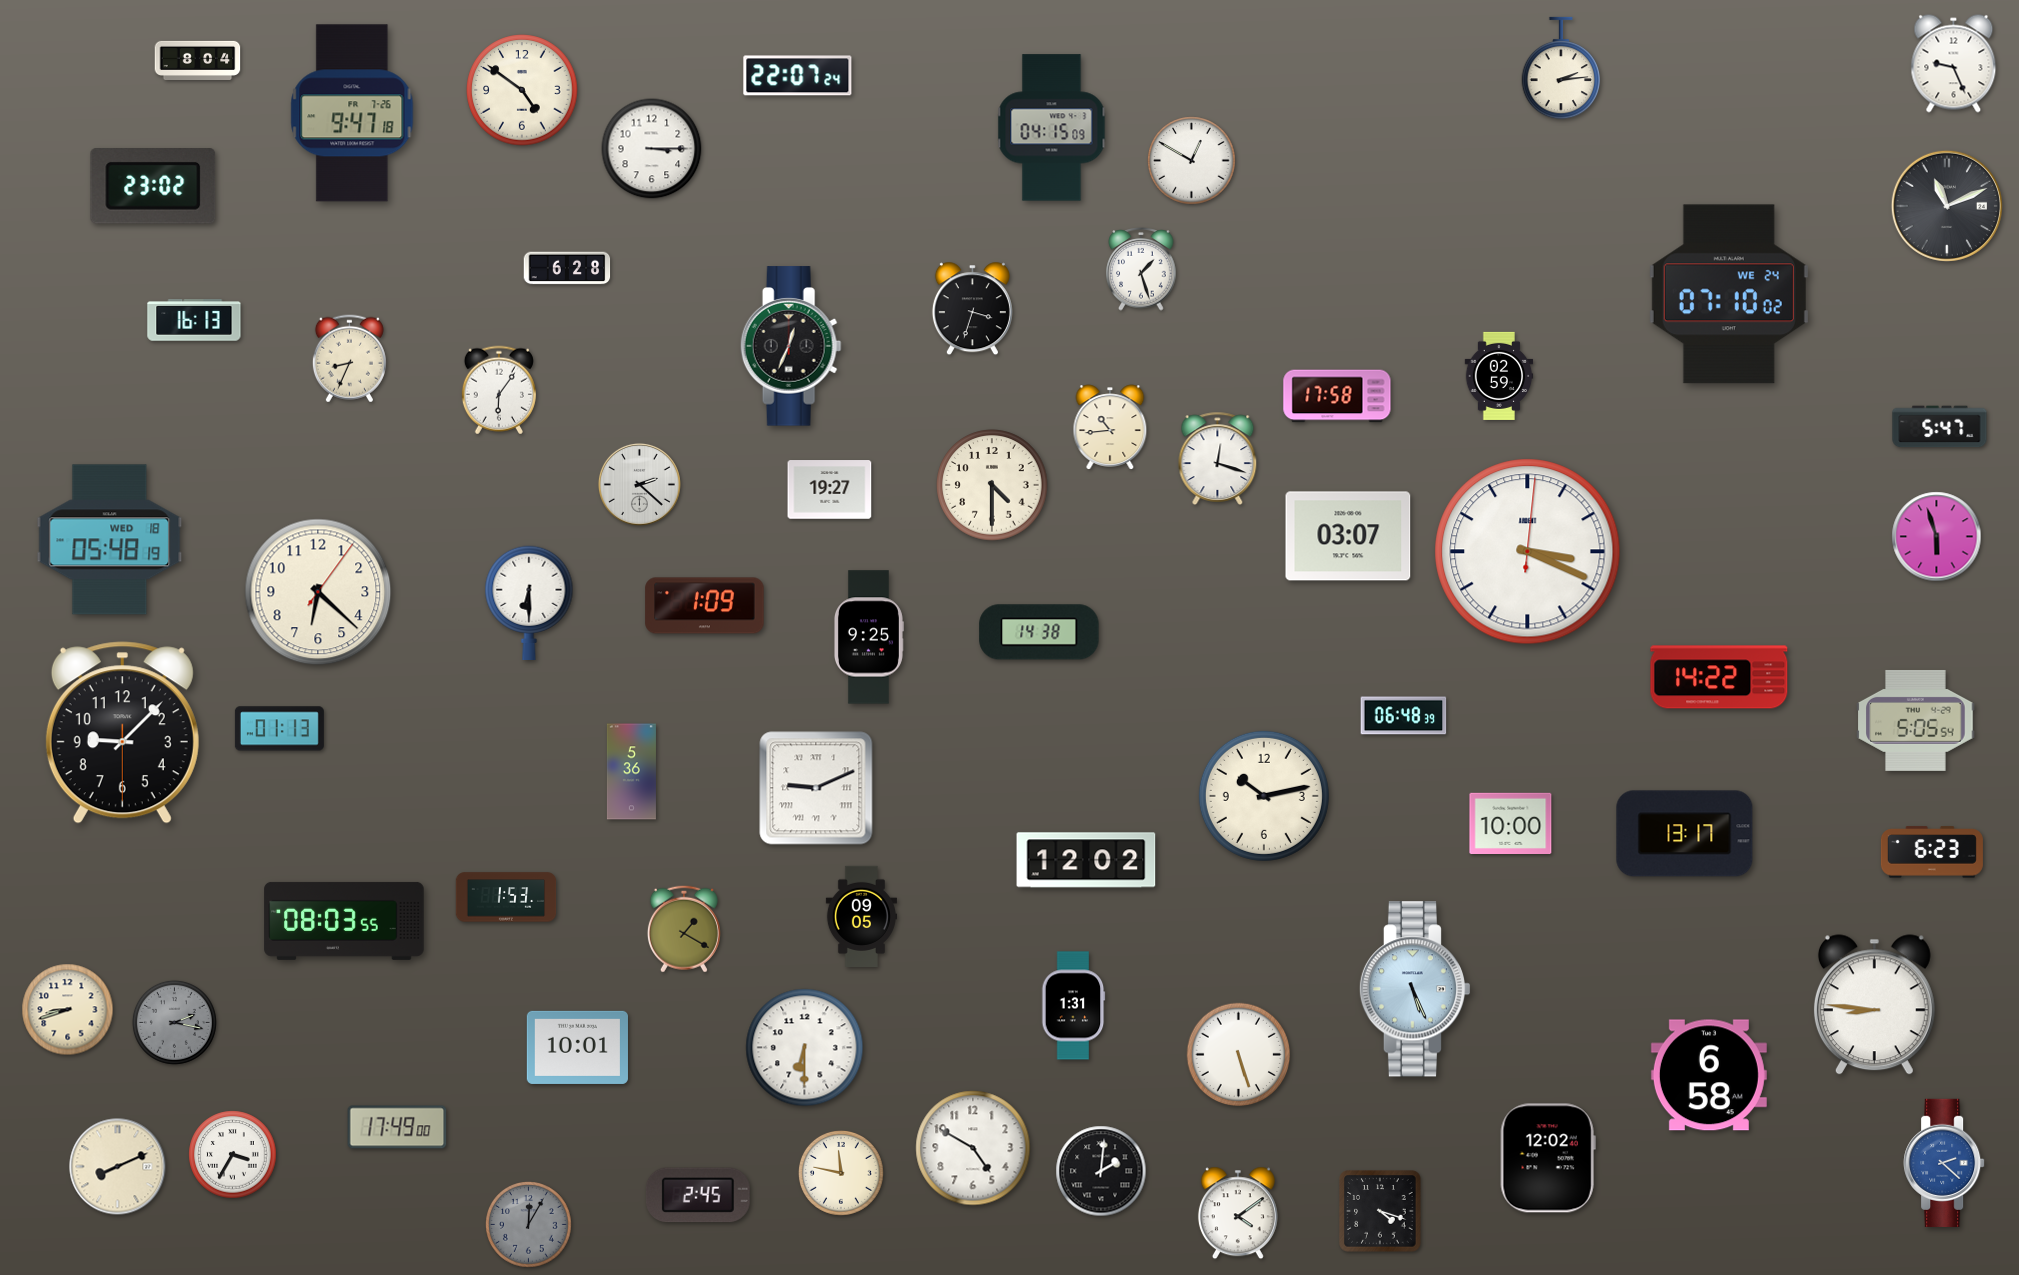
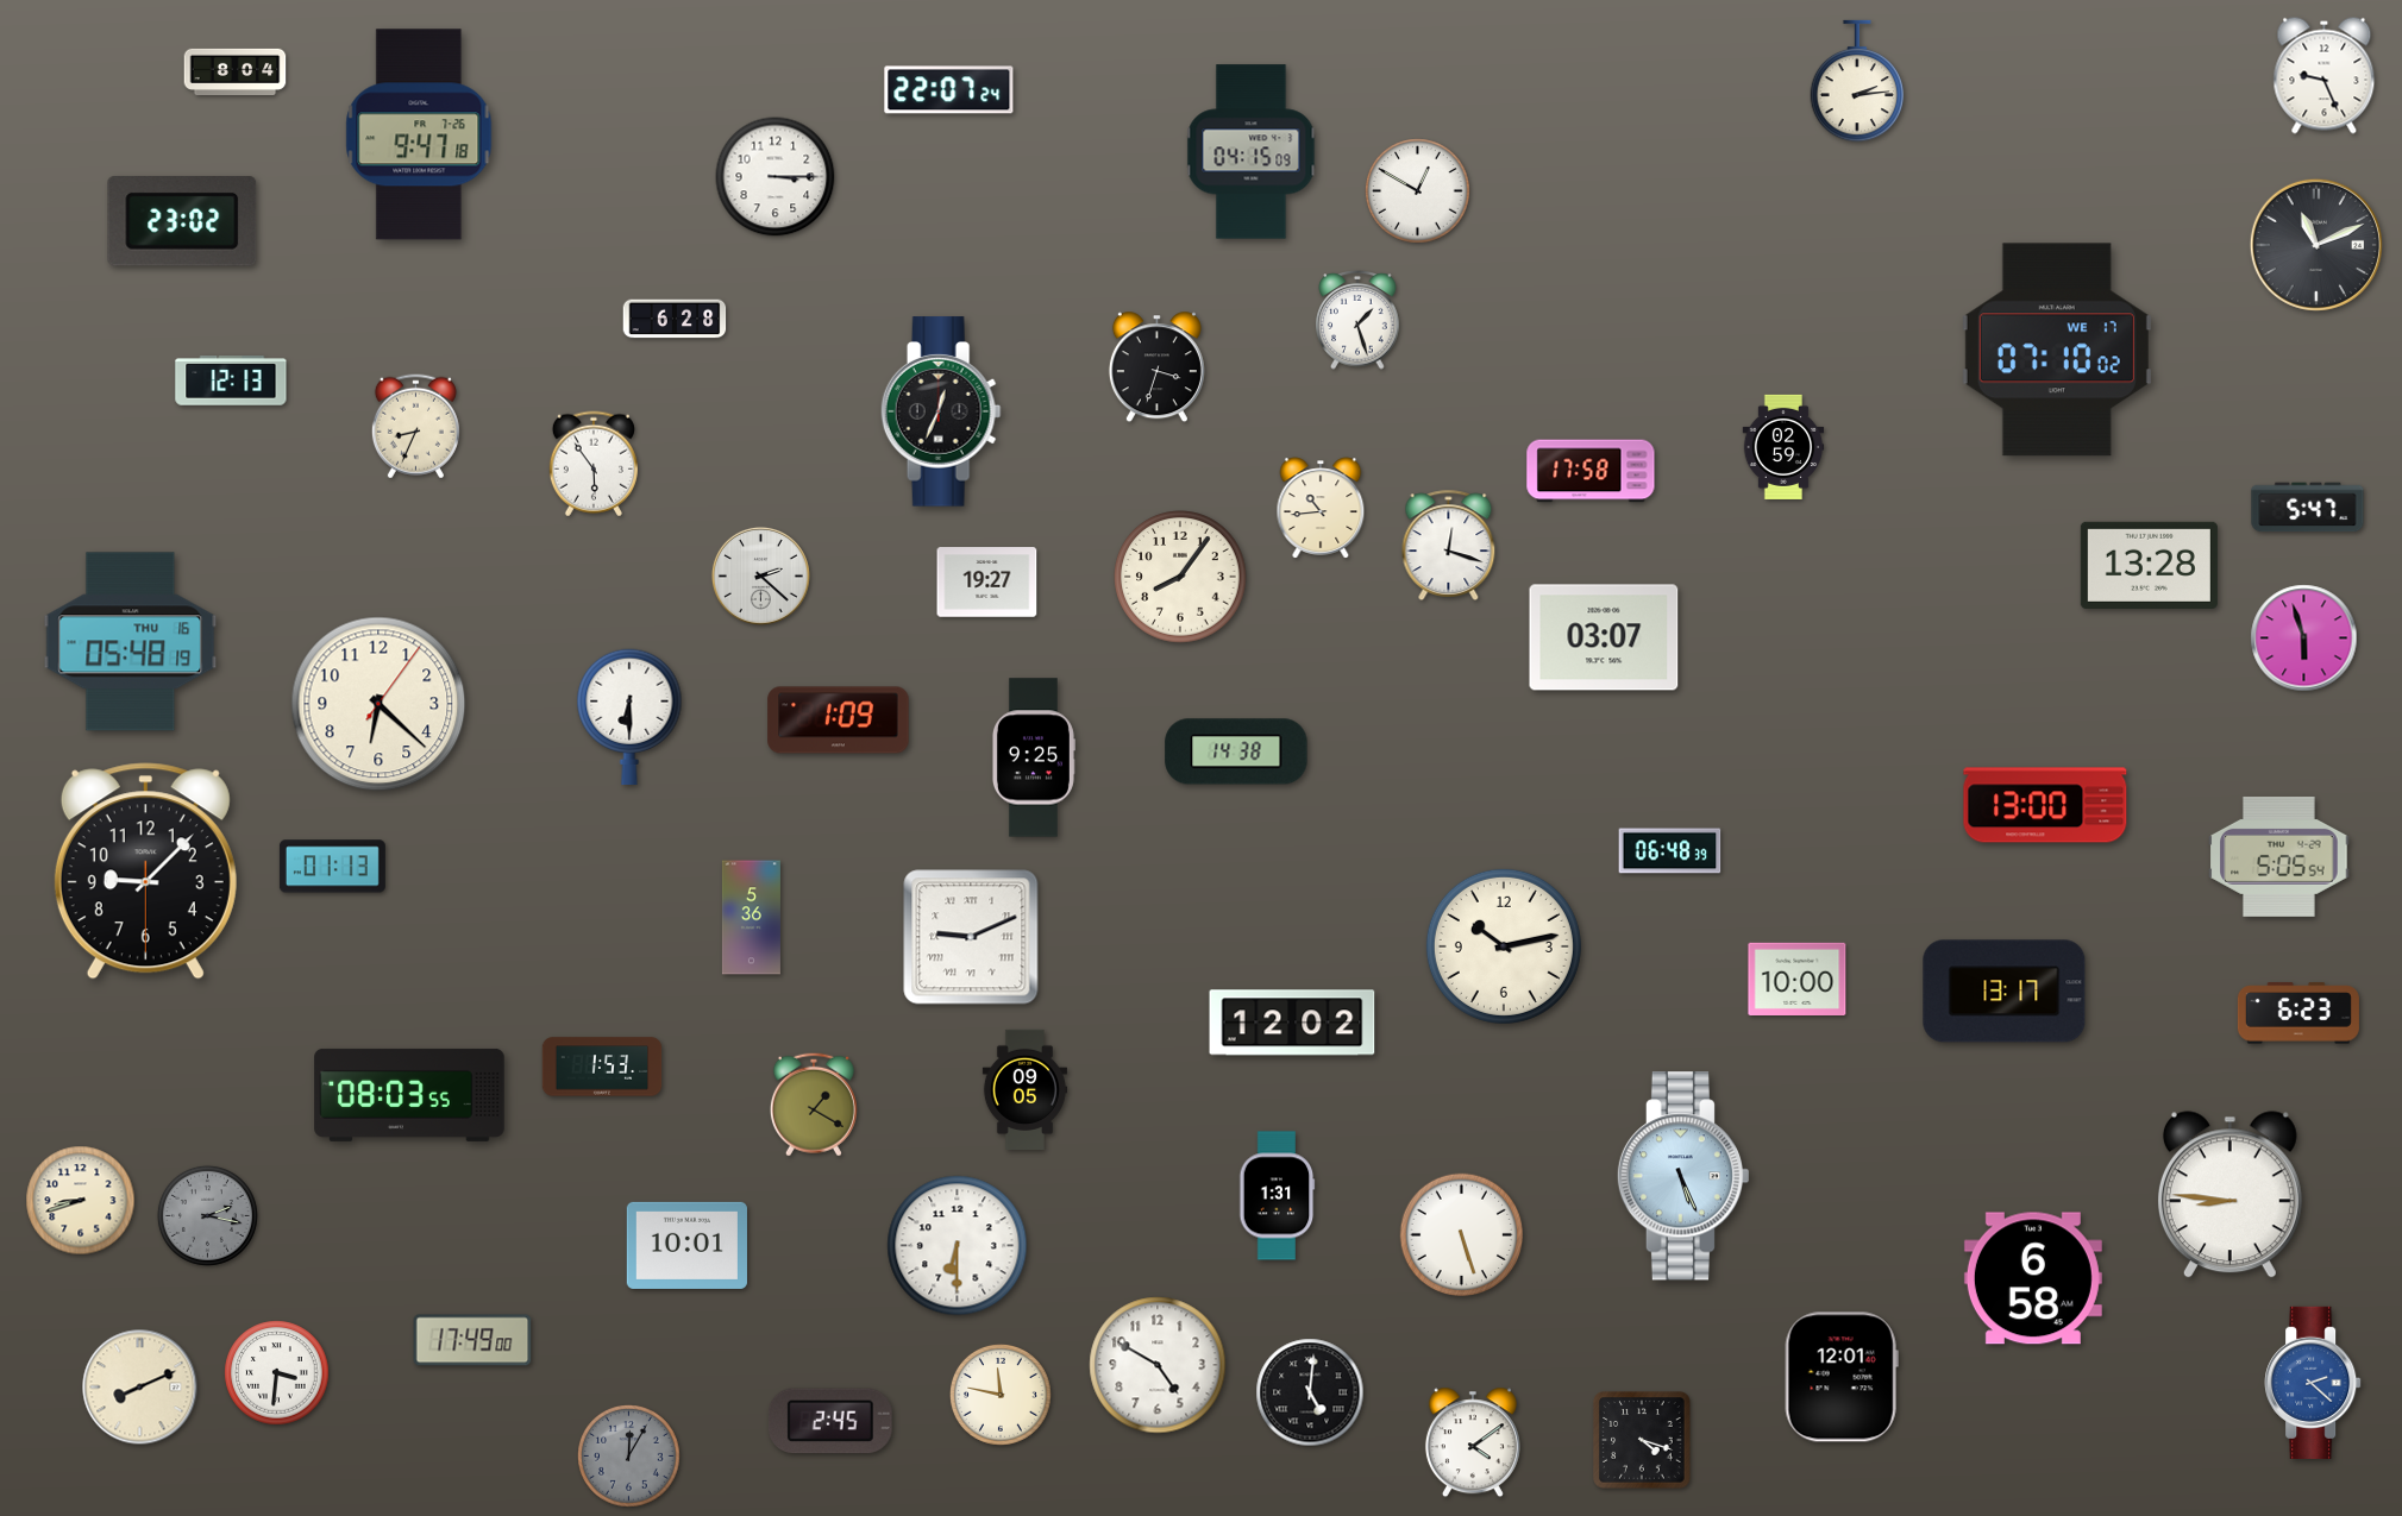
clock at (522, 90): 4:51 -> none
clock at (1729, 294) date: WE 24 -> WE 17
clock at (194, 320): 16:13 -> 12:13
clock at (499, 390): 6:06 -> 5:54
clock at (2149, 565): none -> 13:28
clock at (992, 485): 4:30 -> 8:06
clock at (110, 540) date: WED 18 -> THU 16
clock at (1528, 552): 3:19 -> none
clock at (1719, 677): 14:22 -> 13:00
clock at (1239, 1055) position: (1239, 1055) -> (1462, 1235)
clock at (233, 1155): 3:35 -> 3:31
clock at (1548, 1158): 12:02 -> 12:01
clock at (1101, 1171): 2:01 -> 5:01
